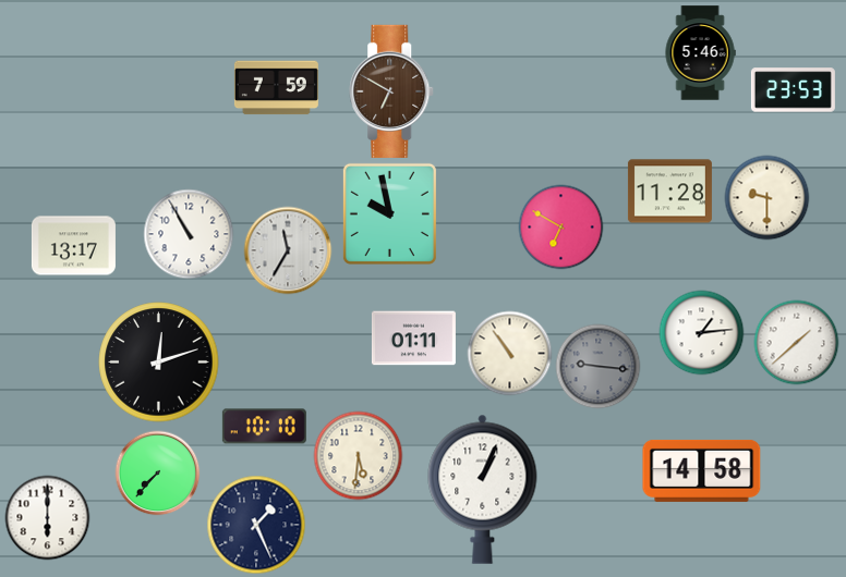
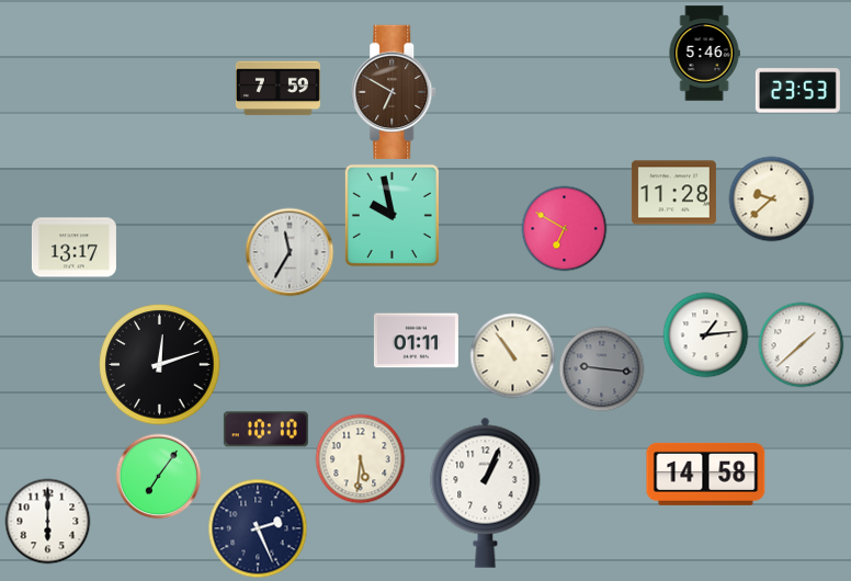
clock at (766, 197): 9:30 -> 9:38
clock at (189, 234): 10:55 -> none
clock at (157, 472): 7:37 -> 7:06
clock at (256, 525): 1:26 -> 2:26
